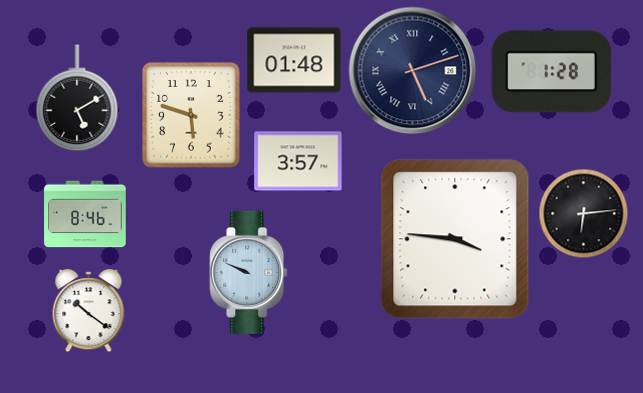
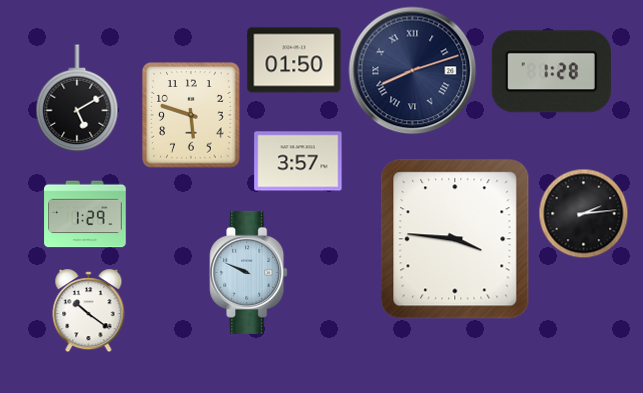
clock at (294, 60): 01:48 -> 01:50
clock at (413, 71): 5:12 -> 8:12
clock at (583, 213): 6:14 -> 2:14
clock at (85, 214): 8:46 -> 1:29
